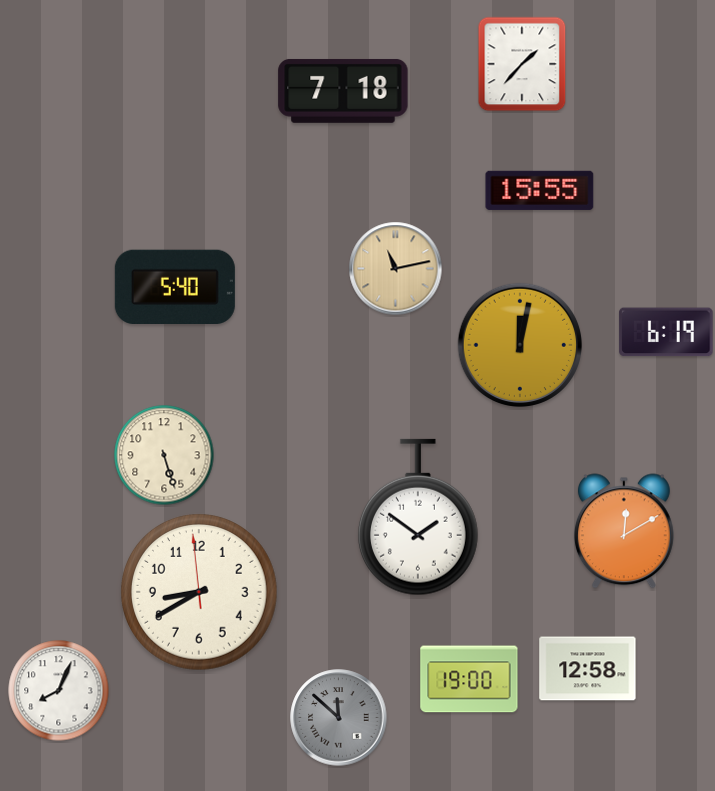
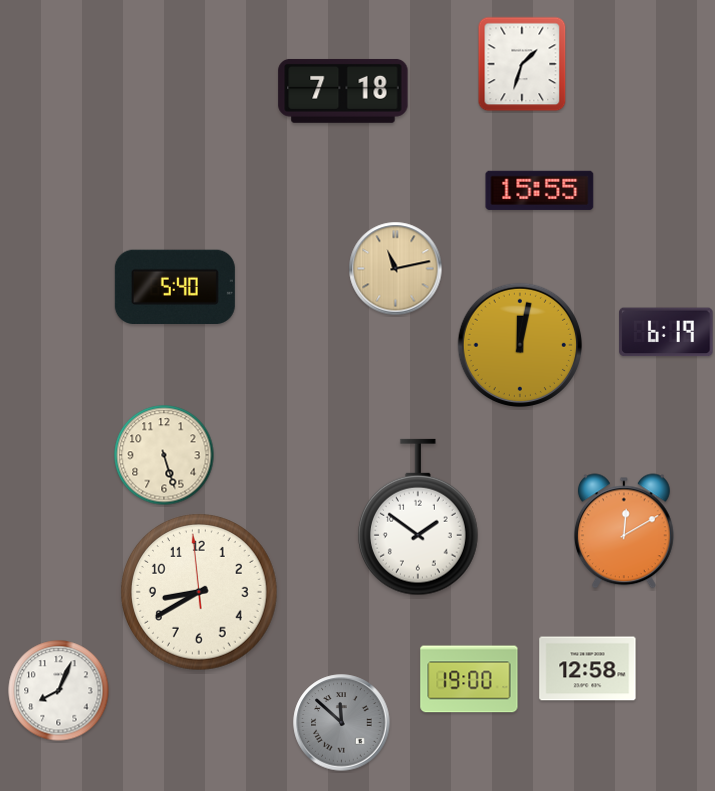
clock at (522, 64): 1:37 -> 1:33
clock at (339, 718) position: (339, 718) -> (342, 723)
